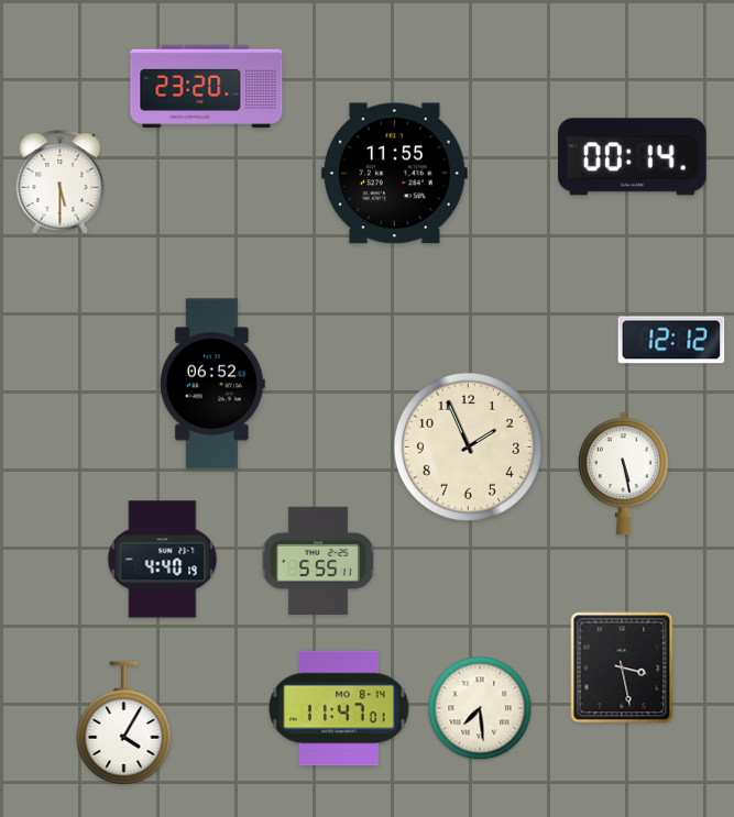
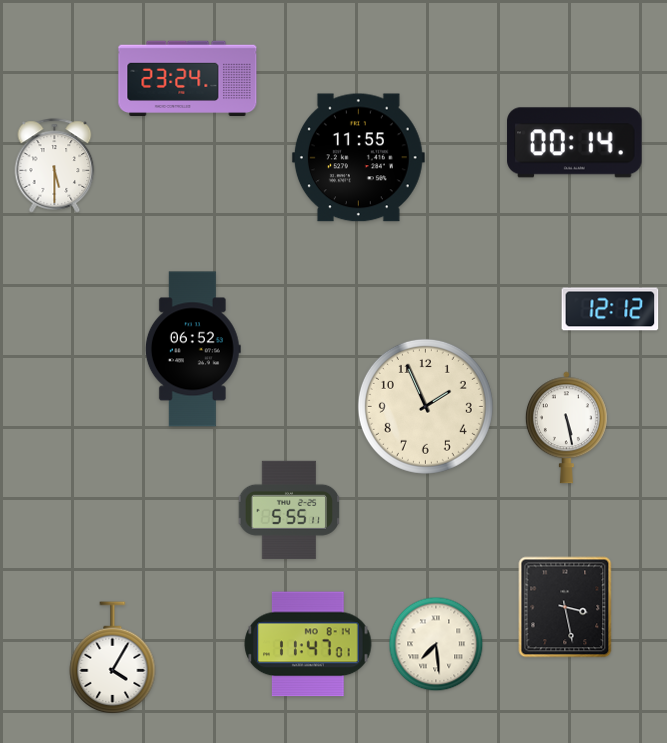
clock at (207, 87): 23:20 -> 23:24
clock at (623, 474) position: (623, 474) -> (566, 428)
clock at (163, 560): 4:40 -> none
